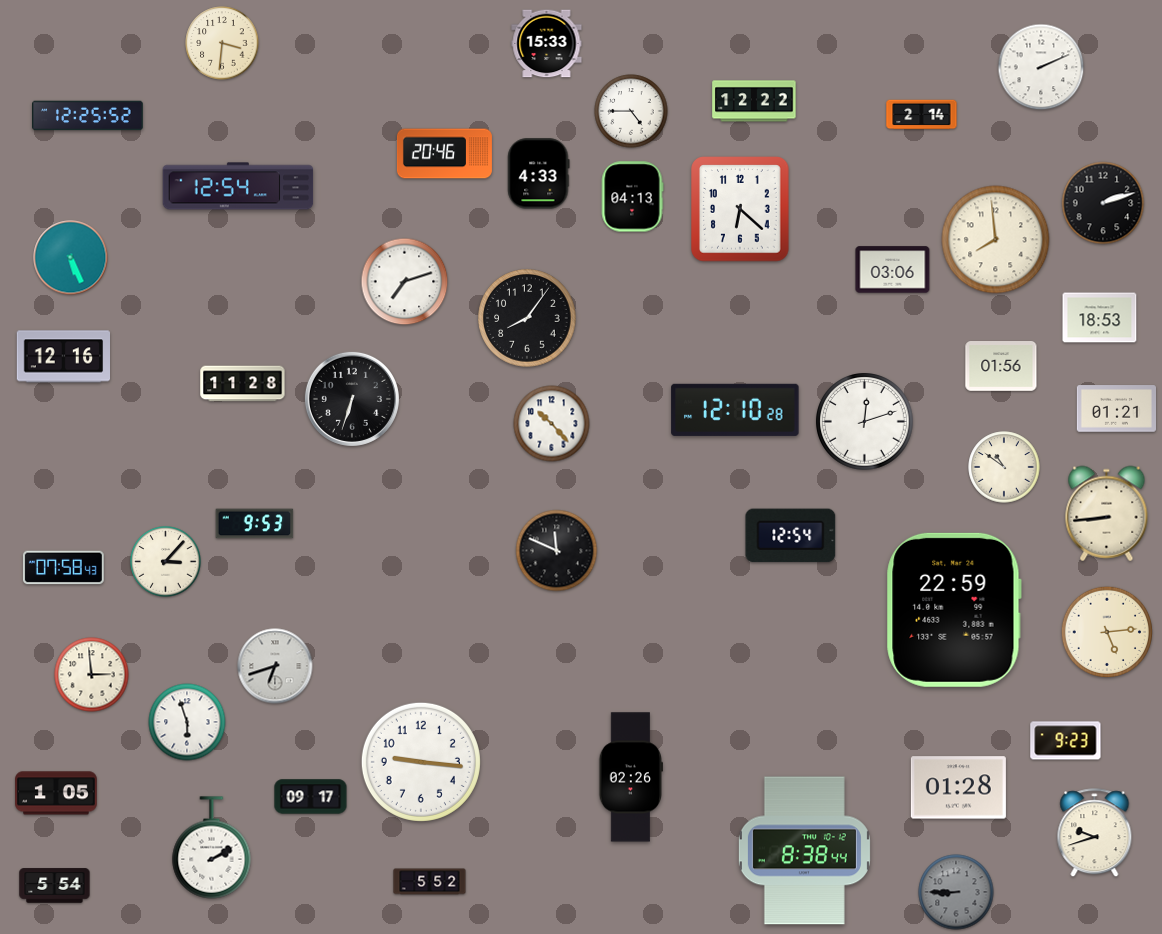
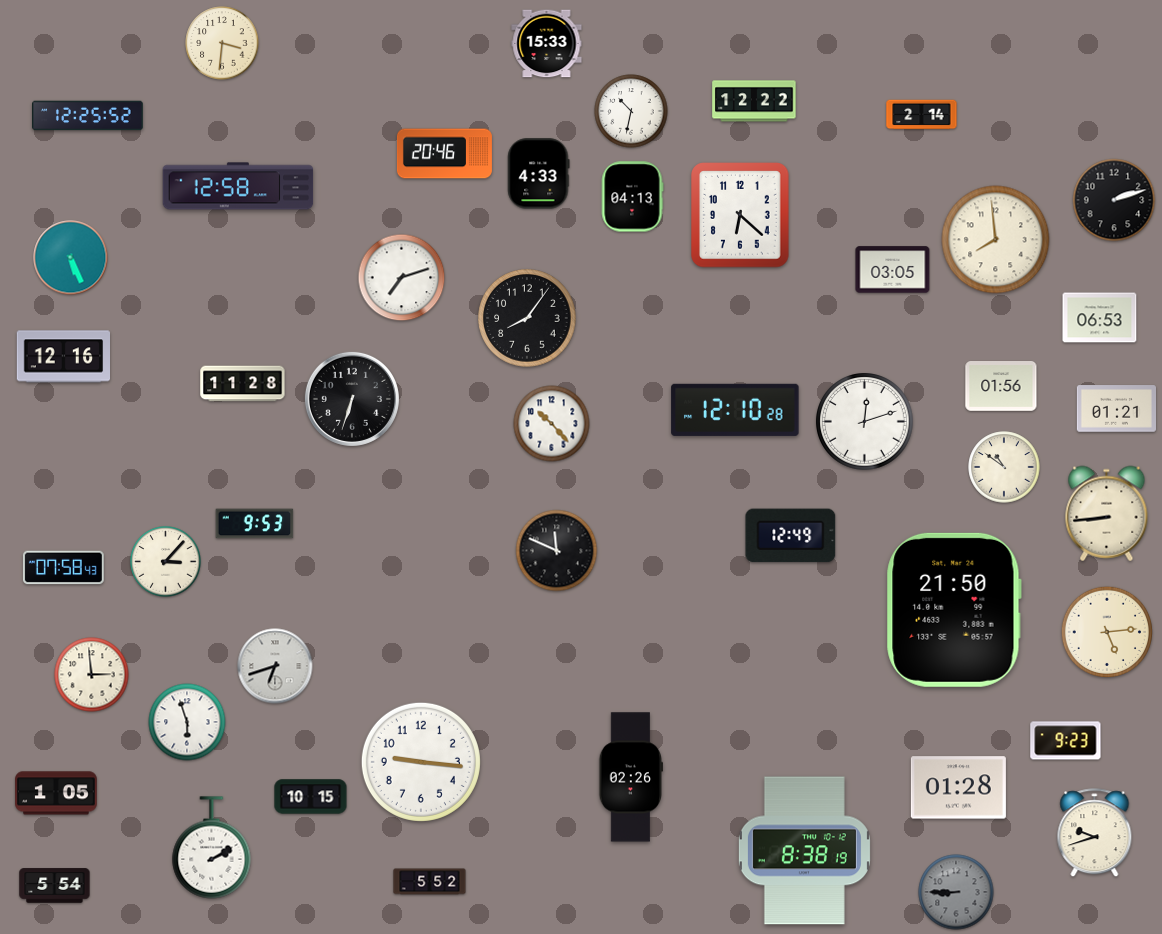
clock at (1041, 67): 2:11 -> none
clock at (631, 111): 4:45 -> 10:32
clock at (238, 186): 12:54 -> 12:58
clock at (1103, 203) position: (1103, 203) -> (1114, 200)
clock at (740, 209) position: (740, 209) -> (740, 215)
clock at (893, 270): 03:06 -> 03:05
clock at (405, 282) position: (405, 282) -> (402, 278)
clock at (1100, 318): 18:53 -> 06:53
clock at (1001, 367) position: (1001, 367) -> (1001, 387)
clock at (791, 536): 12:54 -> 12:49
clock at (954, 610): 22:59 -> 21:50
clock at (311, 797): 09:17 -> 10:15
clock at (804, 851): 8:38:44 -> 8:38:19
